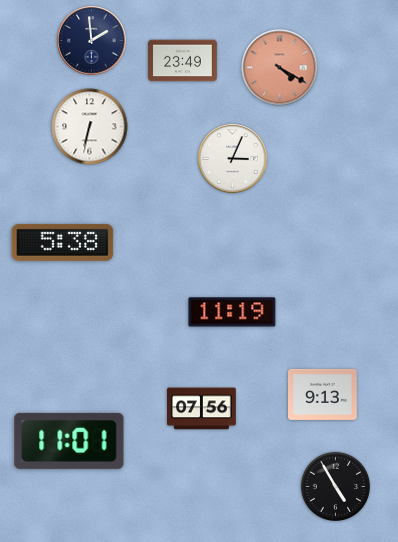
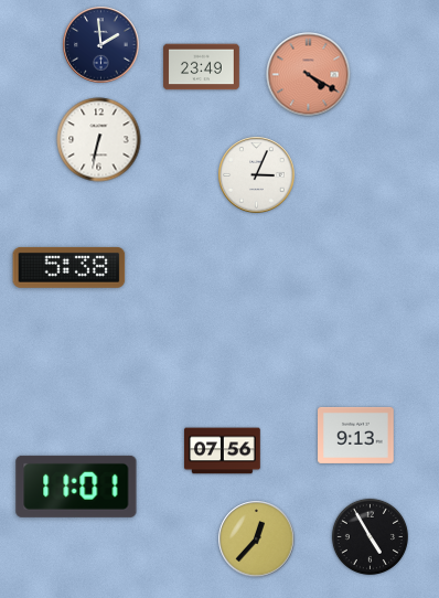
clock at (232, 312): 11:19 -> none
clock at (257, 540): none -> 12:37
